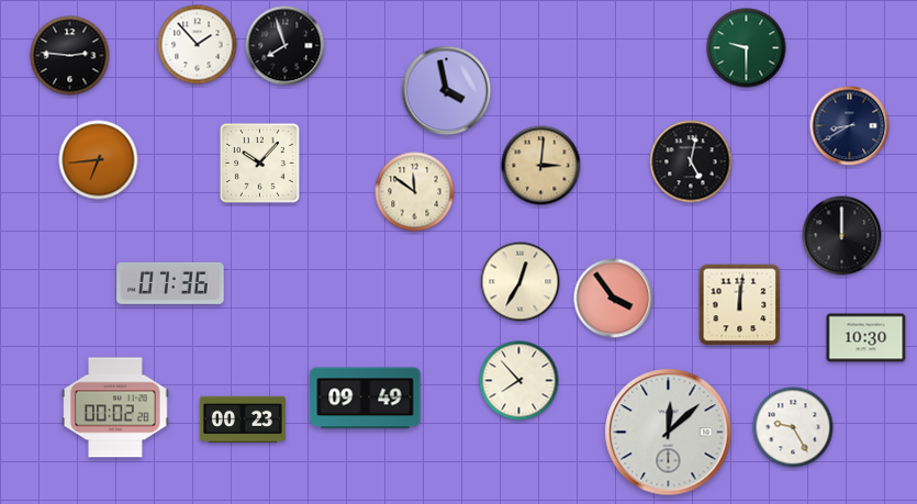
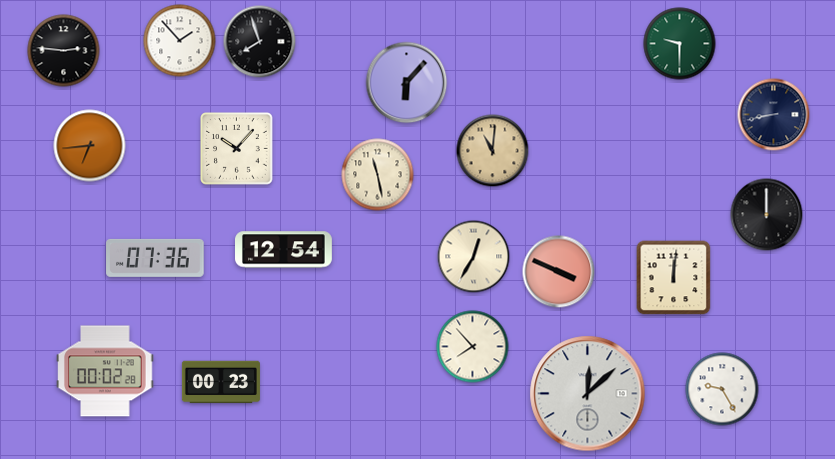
clock at (447, 91): 3:58 -> 6:07
clock at (850, 126): 8:40 -> 8:43
clock at (691, 161): 5:02 -> none
clock at (541, 166): 3:01 -> 11:01
clock at (415, 192): 11:51 -> 11:28
clock at (284, 250): none -> 12:54
clock at (614, 299): 3:54 -> 3:49
clock at (866, 338): 10:30 -> none
clock at (366, 399): 09:49 -> none
clock at (669, 433) position: (669, 433) -> (588, 394)
